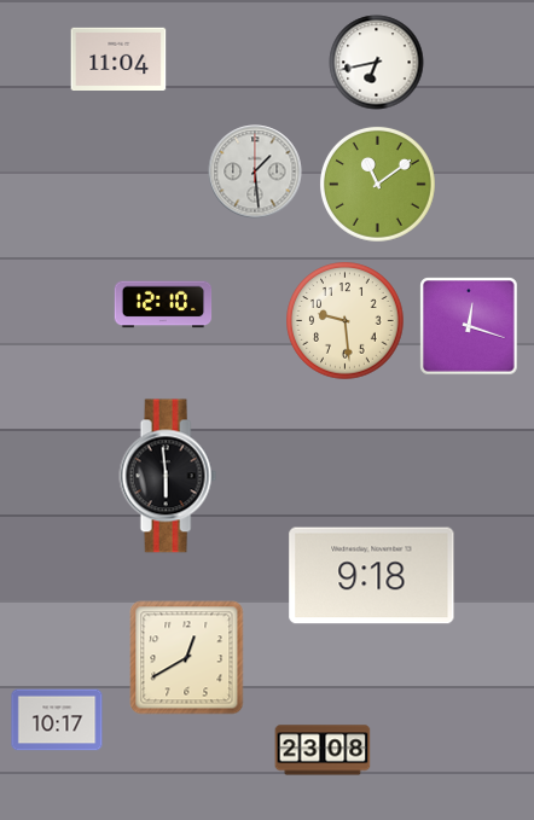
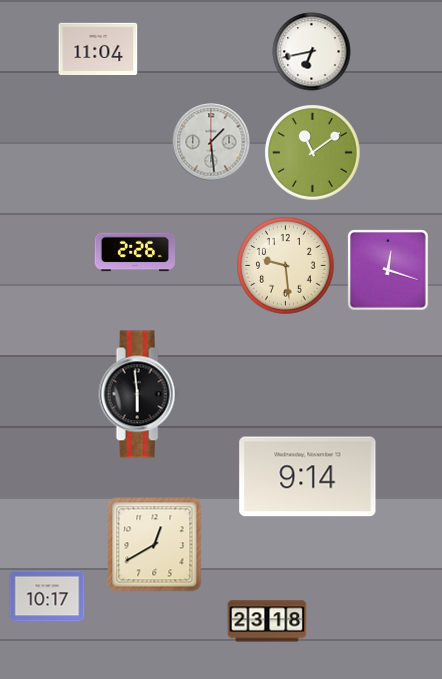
clock at (163, 304): 12:10 -> 2:26
clock at (372, 576): 9:18 -> 9:14
clock at (323, 750): 23:08 -> 23:18
